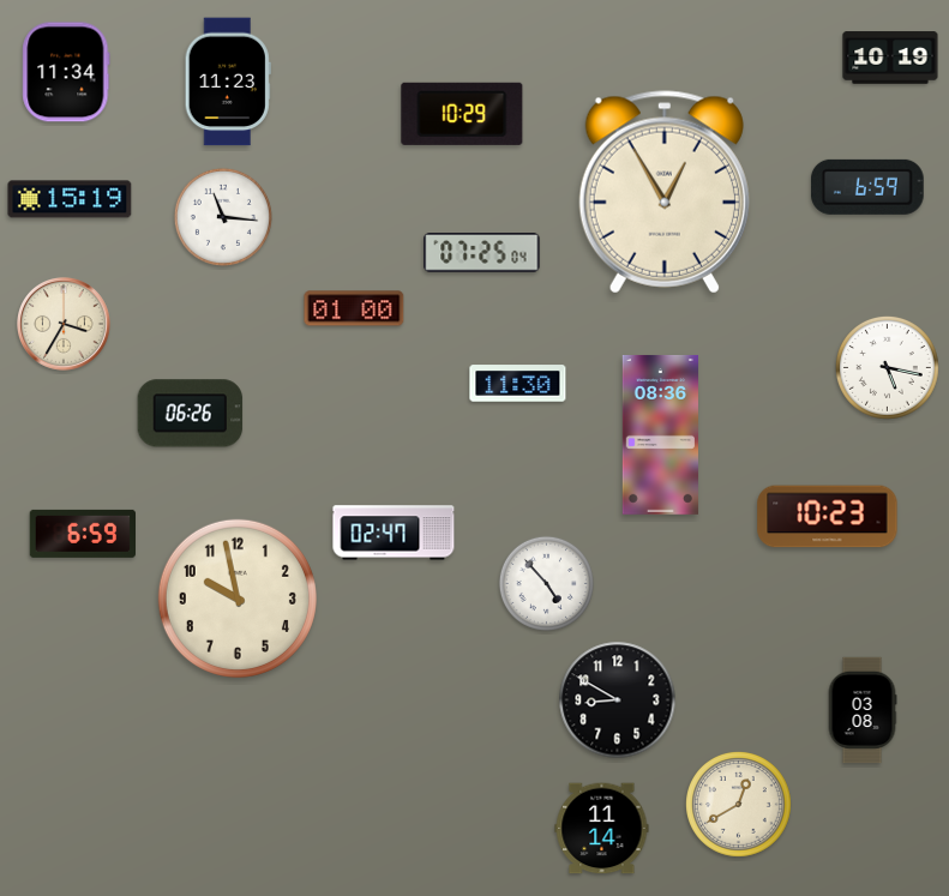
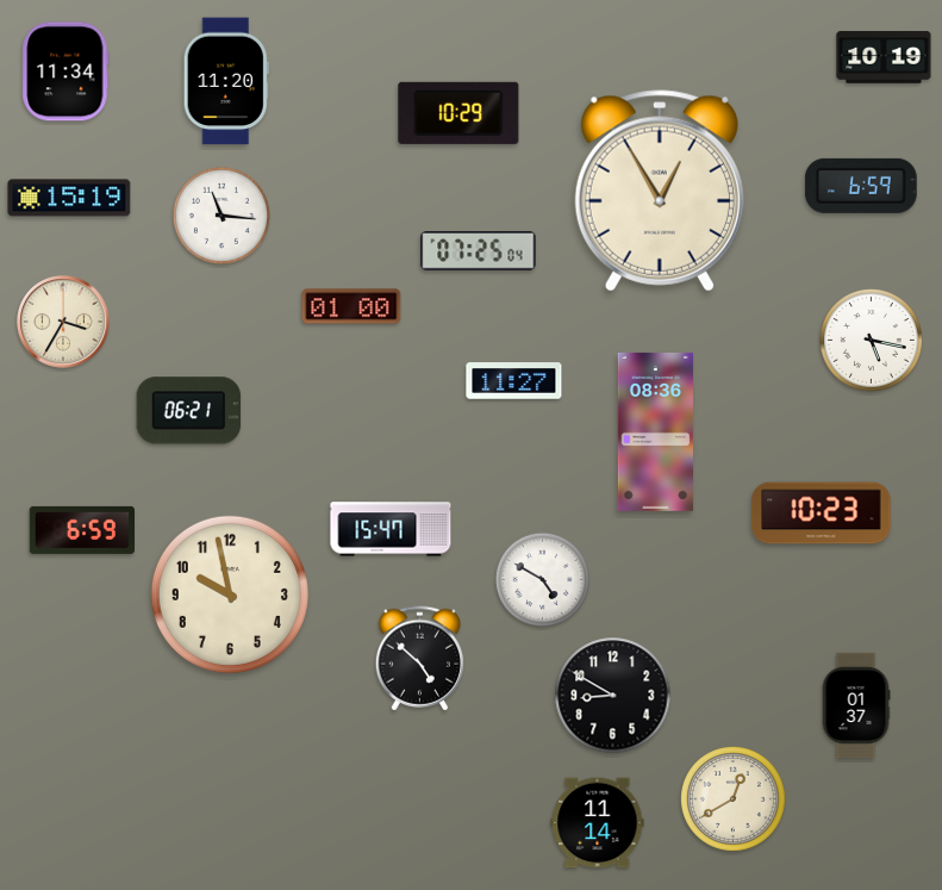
clock at (228, 82): 11:23 -> 11:20
clock at (887, 367) position: (887, 367) -> (871, 340)
clock at (518, 384): 11:30 -> 11:27
clock at (191, 414): 06:26 -> 06:21
clock at (394, 533): 02:47 -> 15:47
clock at (546, 583): 4:53 -> 4:50
clock at (238, 599) position: (238, 599) -> (230, 595)
clock at (419, 659): none -> 4:52
clock at (863, 710): 03:08 -> 01:37
